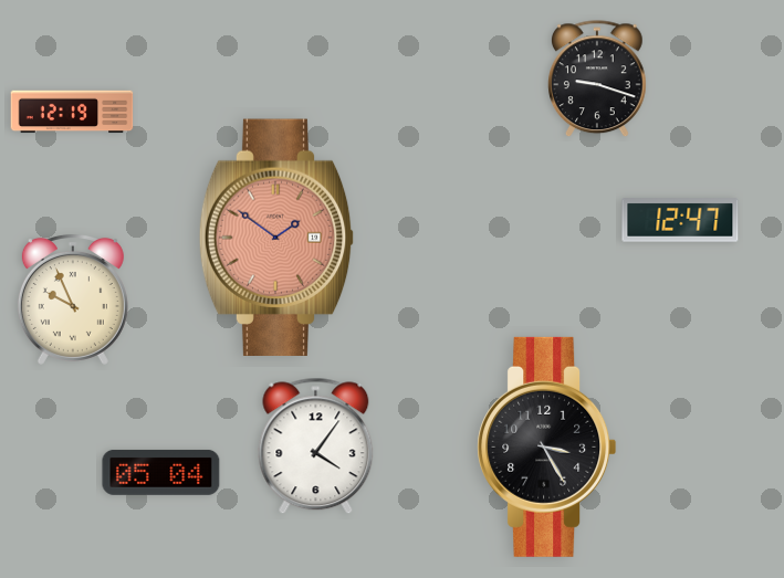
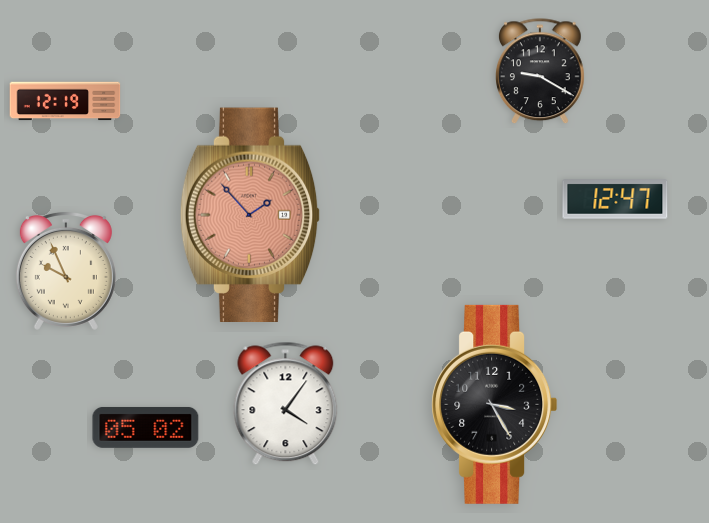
clock at (598, 80): 9:18 -> 9:20
clock at (276, 237): 1:51 -> 1:53
clock at (161, 472): 05:04 -> 05:02
